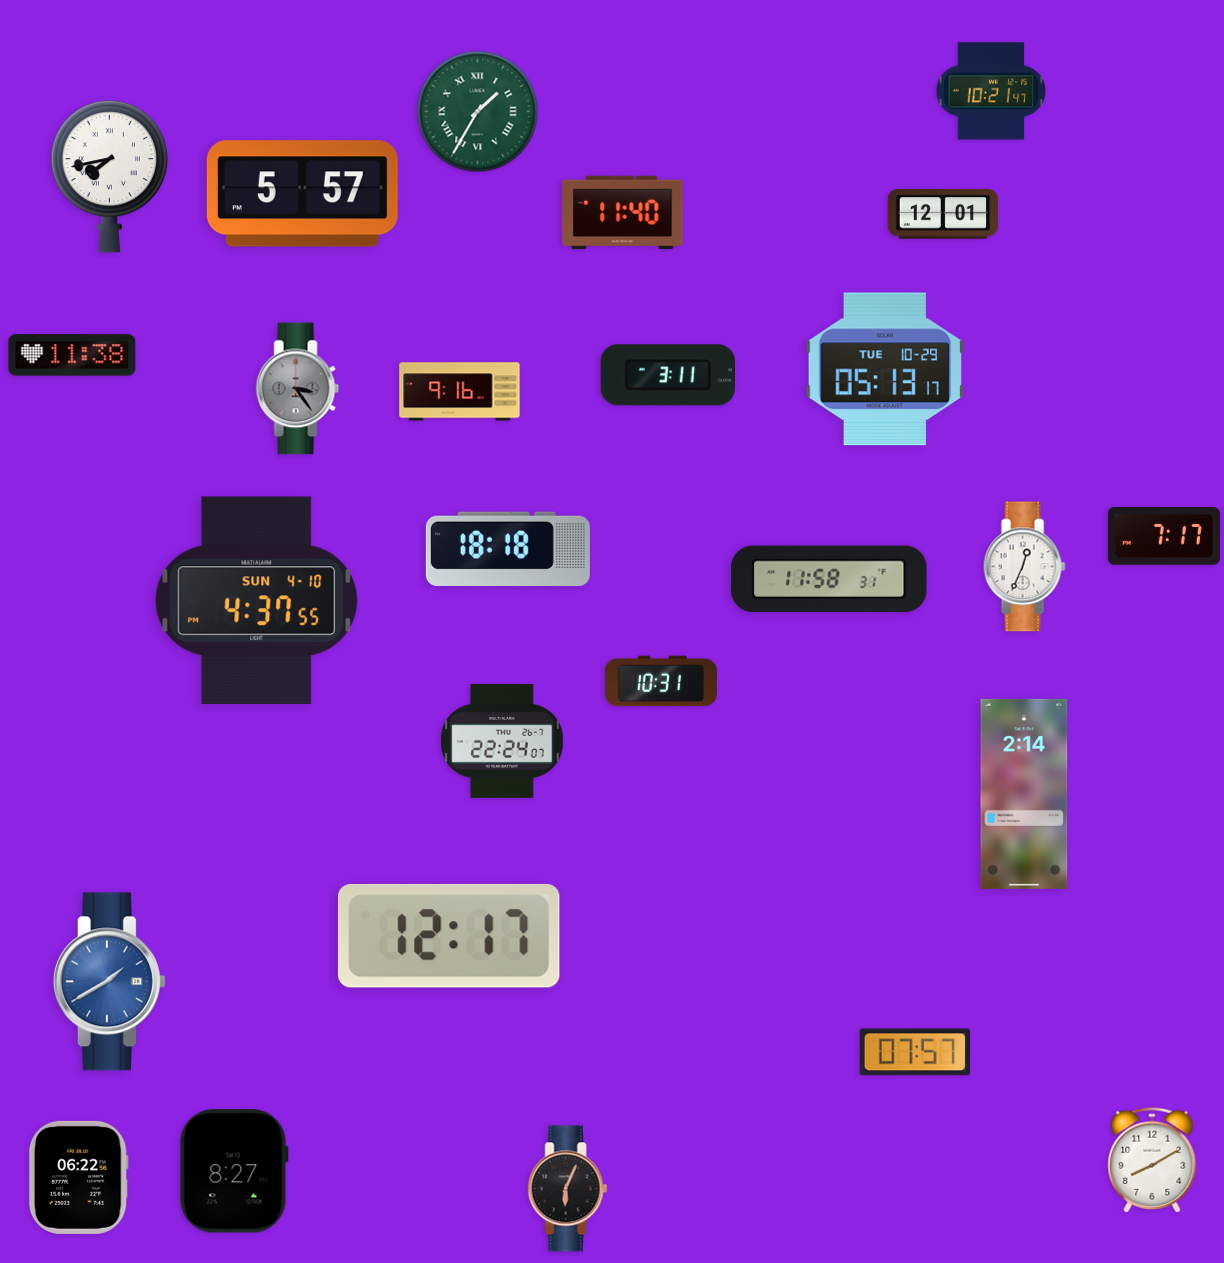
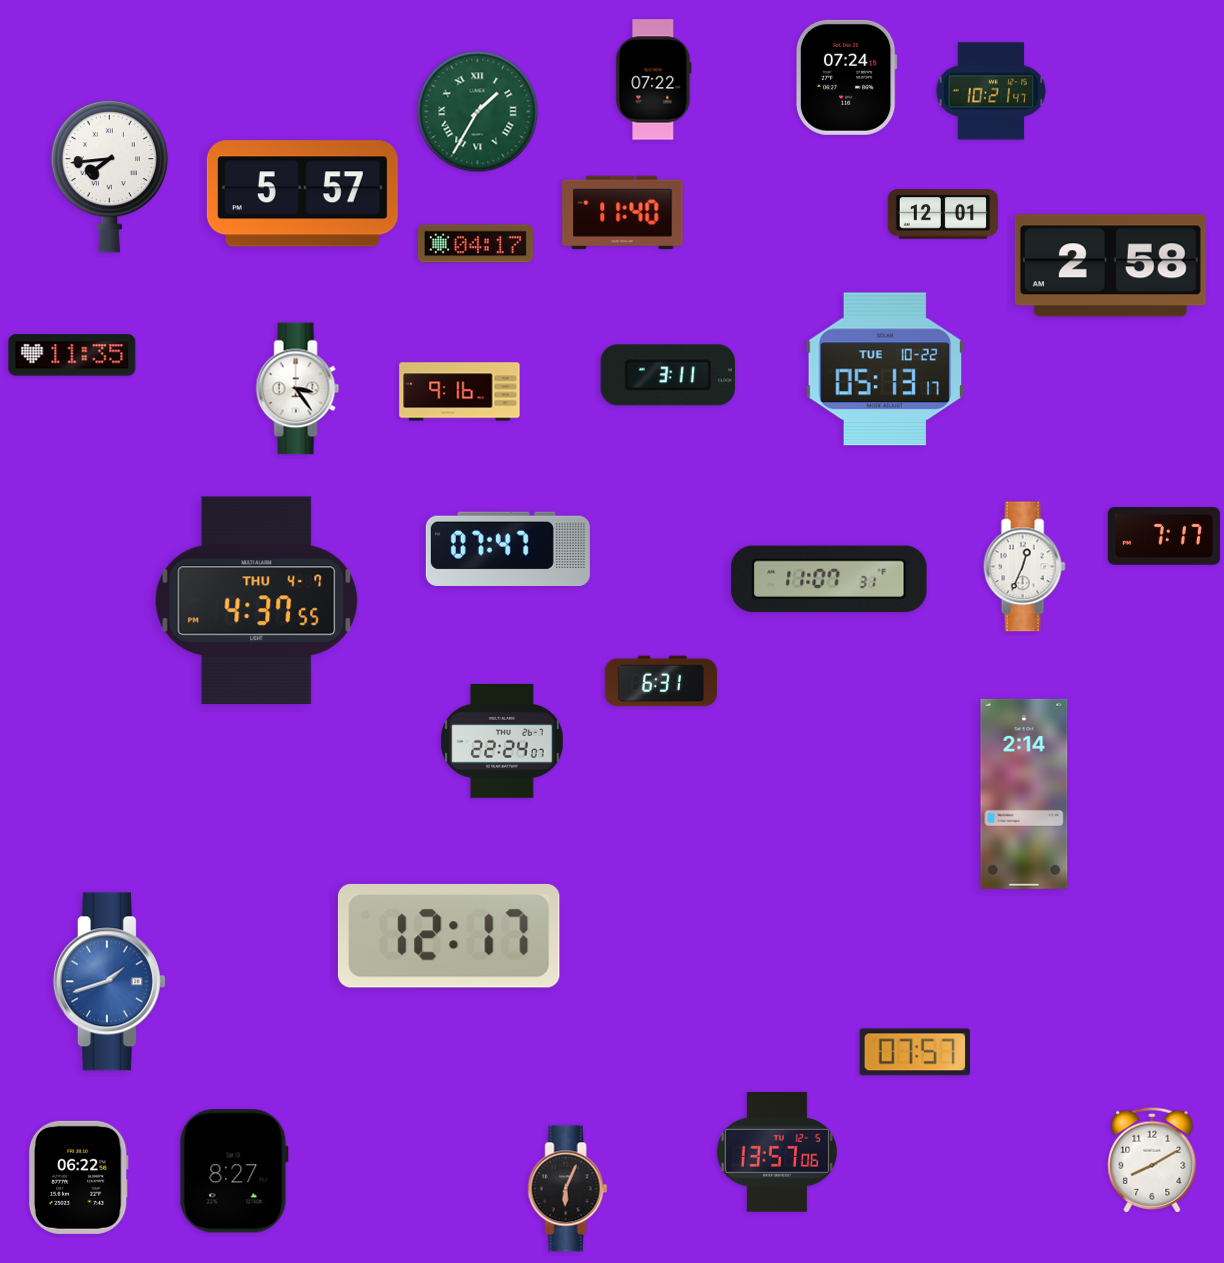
clock at (846, 77): none -> 07:24
clock at (654, 80): none -> 07:22
clock at (109, 176): 7:43 -> 7:44
clock at (475, 244): none -> 04:17
clock at (1110, 266): none -> 2:58
clock at (72, 355): 11:38 -> 11:35
clock at (885, 369) date: TUE 10-29 -> TUE 10-22
clock at (298, 389) dial: grey -> white
clock at (508, 548): 18:18 -> 07:47
clock at (829, 579): 11:58 -> 11:07
clock at (257, 600) date: SUN 4-10 -> THU 4-7
clock at (661, 681): 10:31 -> 6:31
clock at (109, 982): 1:40 -> 1:42
clock at (777, 1153): none -> 13:57
